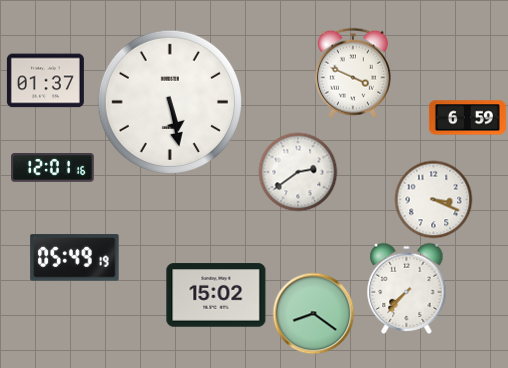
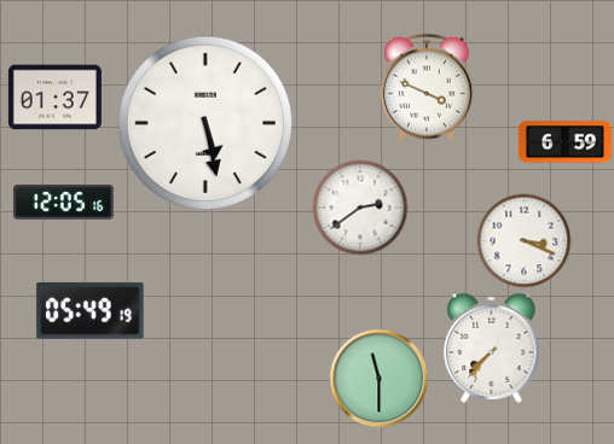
clock at (53, 168): 12:01 -> 12:05
clock at (216, 295): 15:02 -> none
clock at (313, 313): 8:21 -> 11:30
